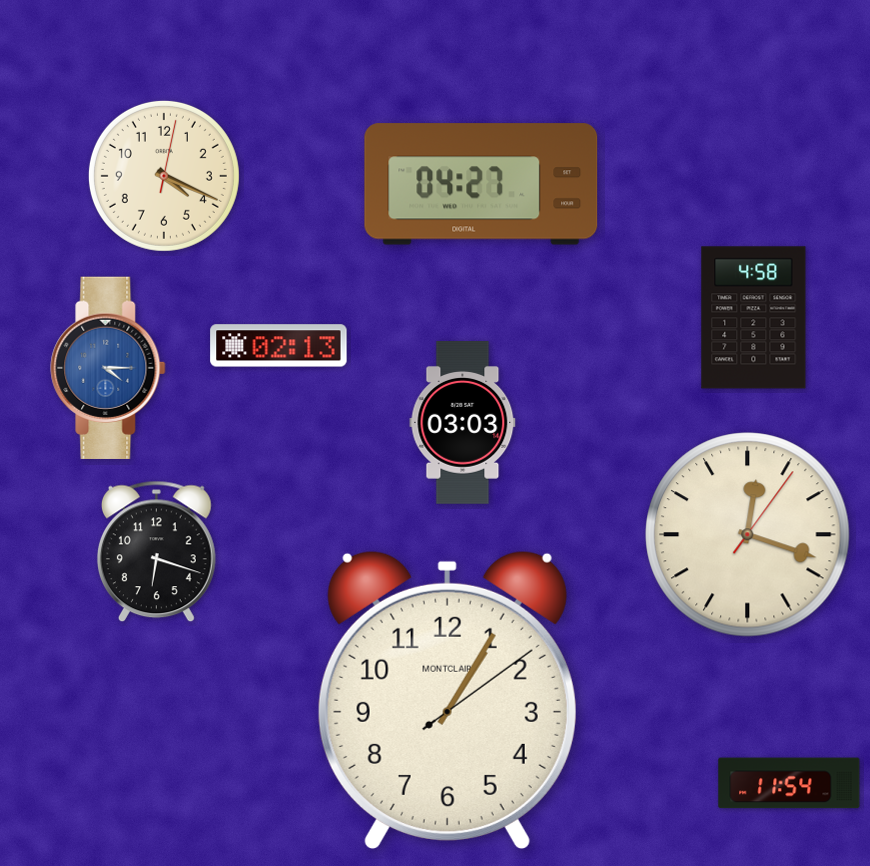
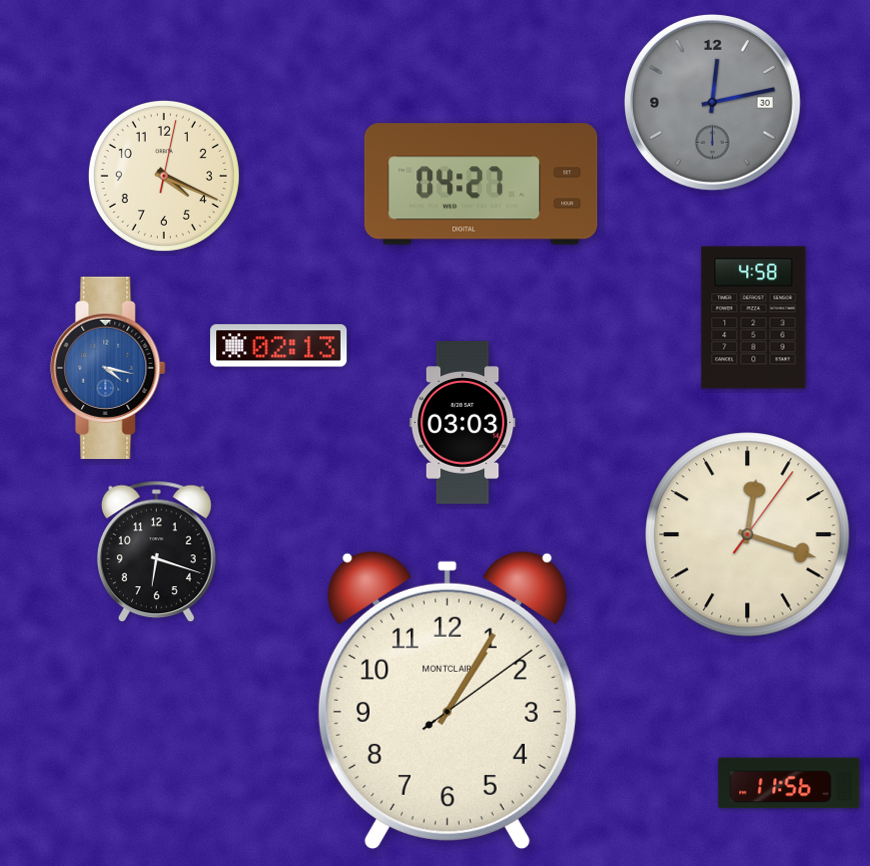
clock at (712, 102): none -> 12:13
clock at (108, 368): 4:15 -> 4:17
clock at (789, 783): 11:54 -> 11:56
